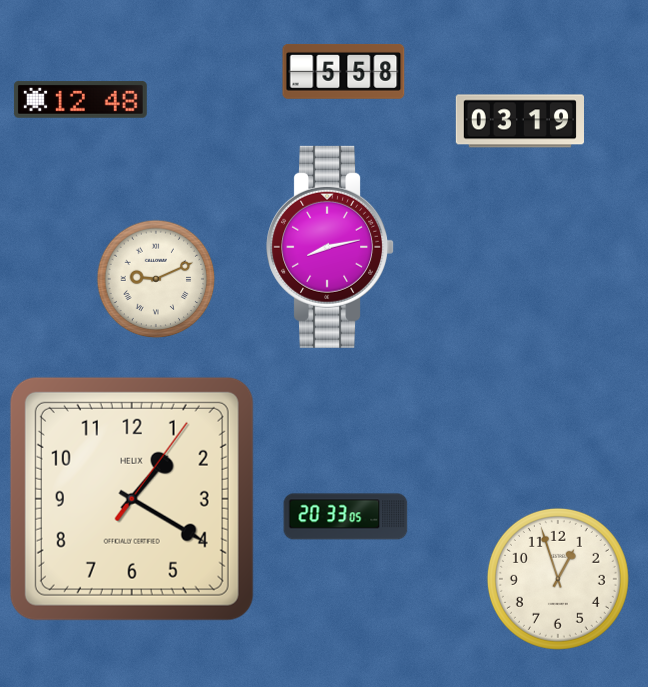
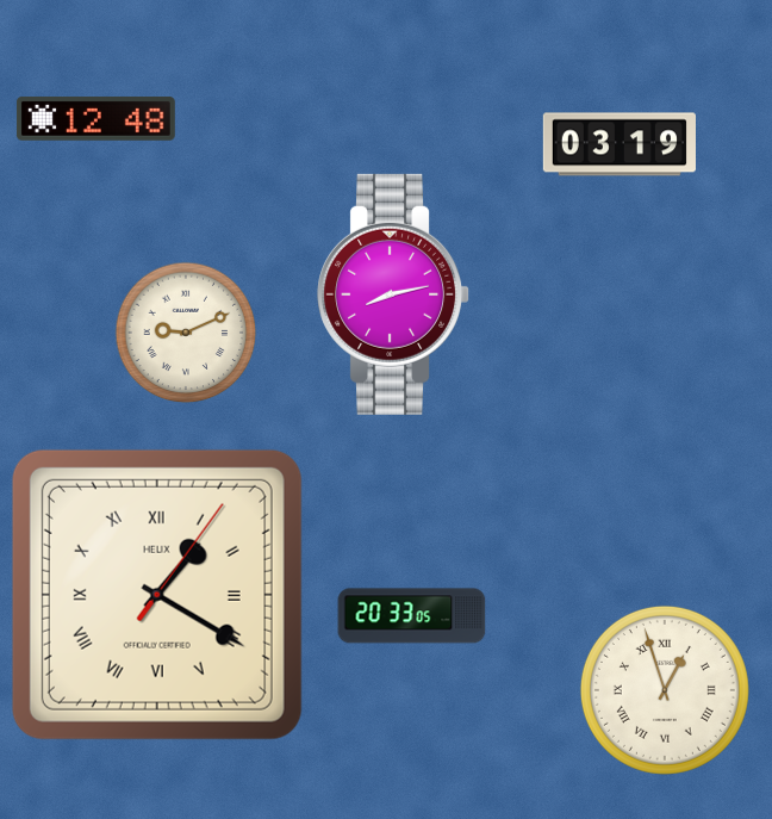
clock at (344, 71): 5:58 -> none
clock at (132, 499) numerals: Arabic -> Roman
clock at (558, 579) numerals: Arabic -> Roman
